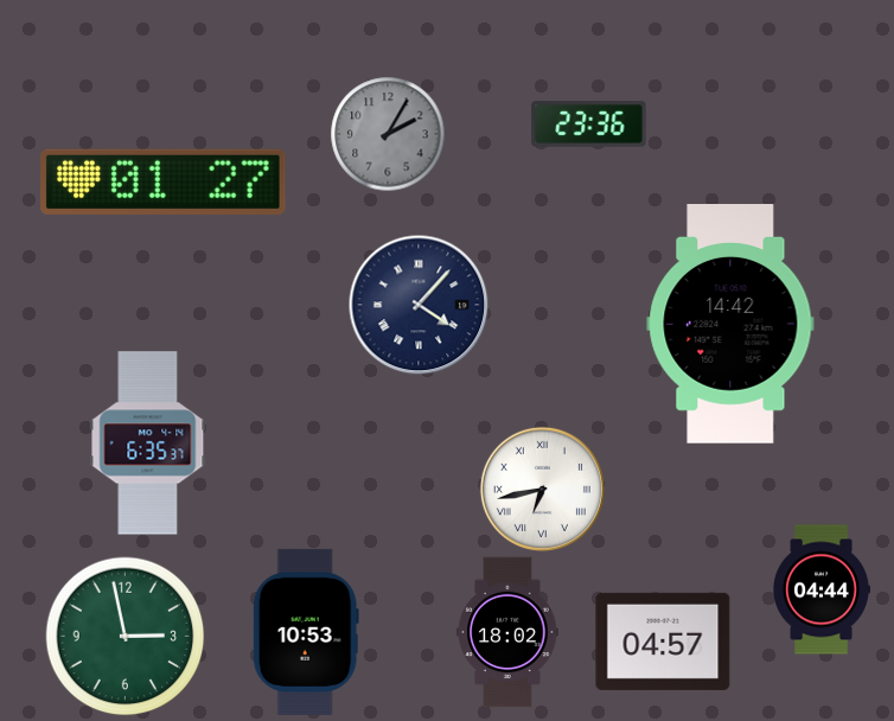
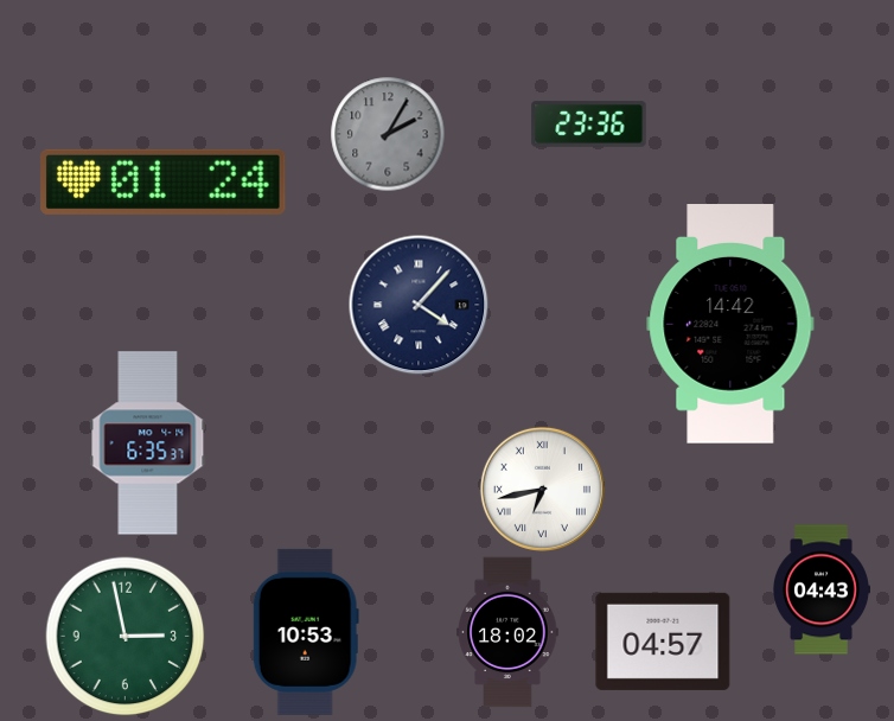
clock at (164, 181): 01:27 -> 01:24
clock at (822, 589): 04:44 -> 04:43
